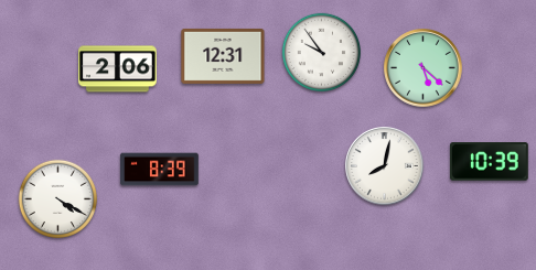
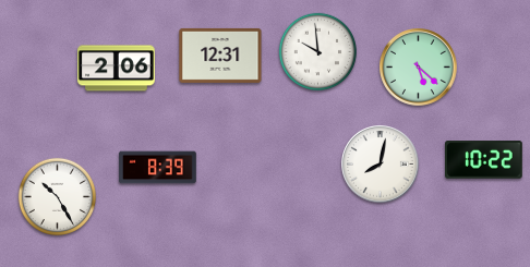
clock at (321, 52): 9:54 -> 9:59
clock at (490, 162): 10:39 -> 10:22
clock at (57, 198): 4:20 -> 10:25
